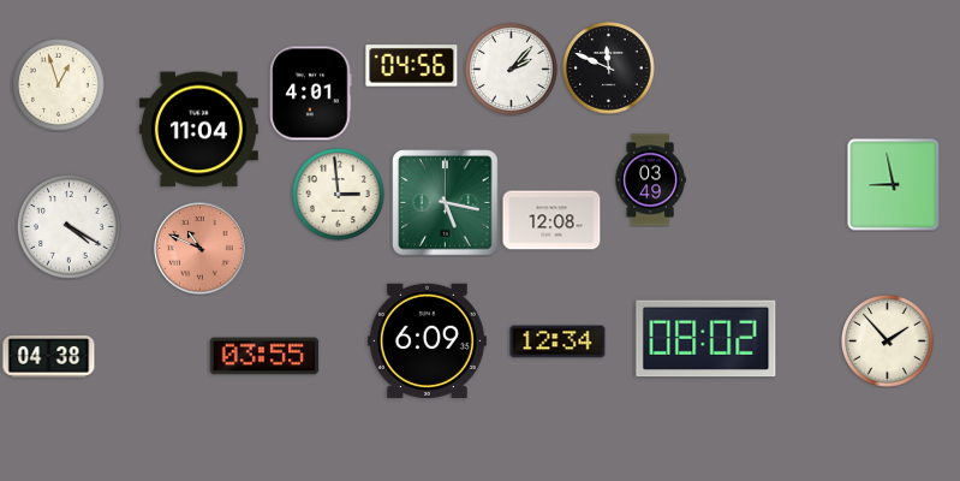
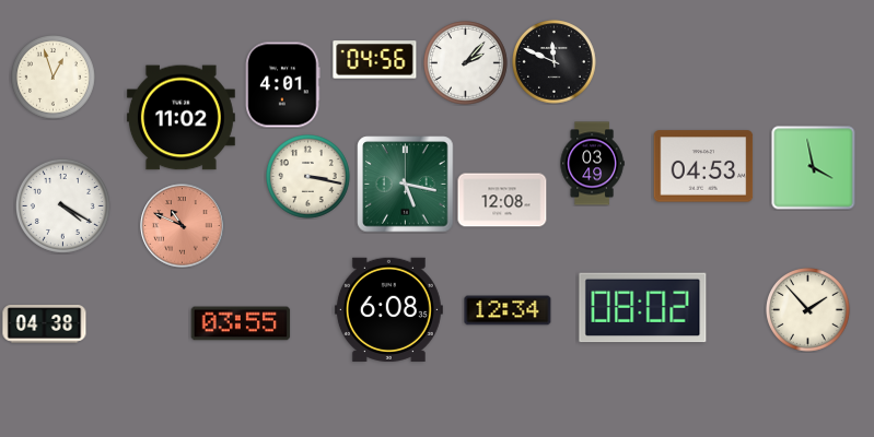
clock at (198, 130): 11:04 -> 11:02
clock at (703, 166): none -> 04:53
clock at (894, 185): 8:58 -> 3:58
clock at (339, 195): 2:59 -> 3:17
clock at (427, 340): 6:09 -> 6:08
